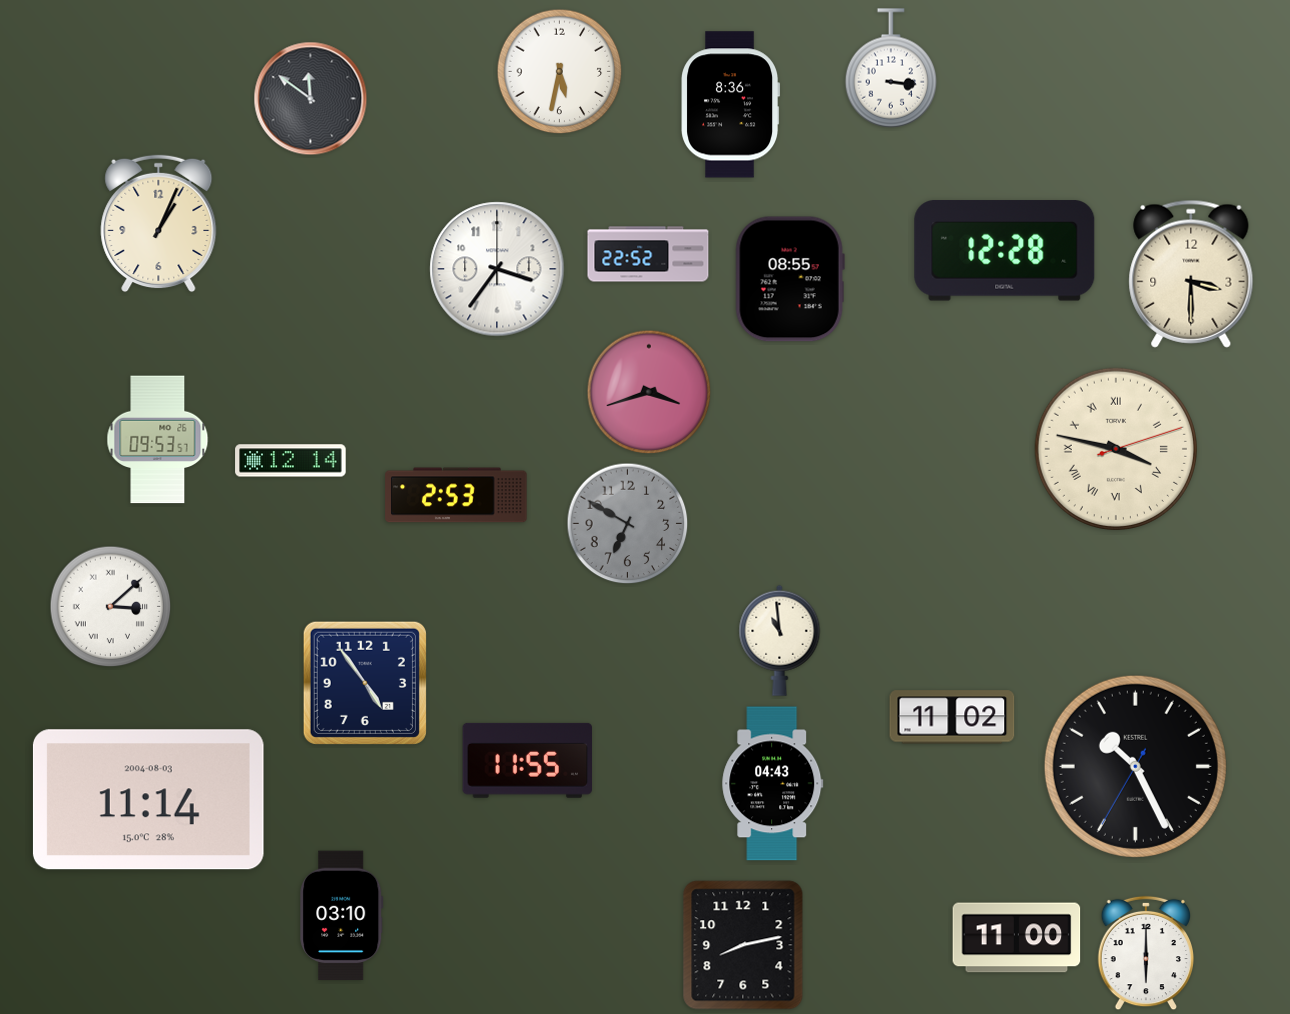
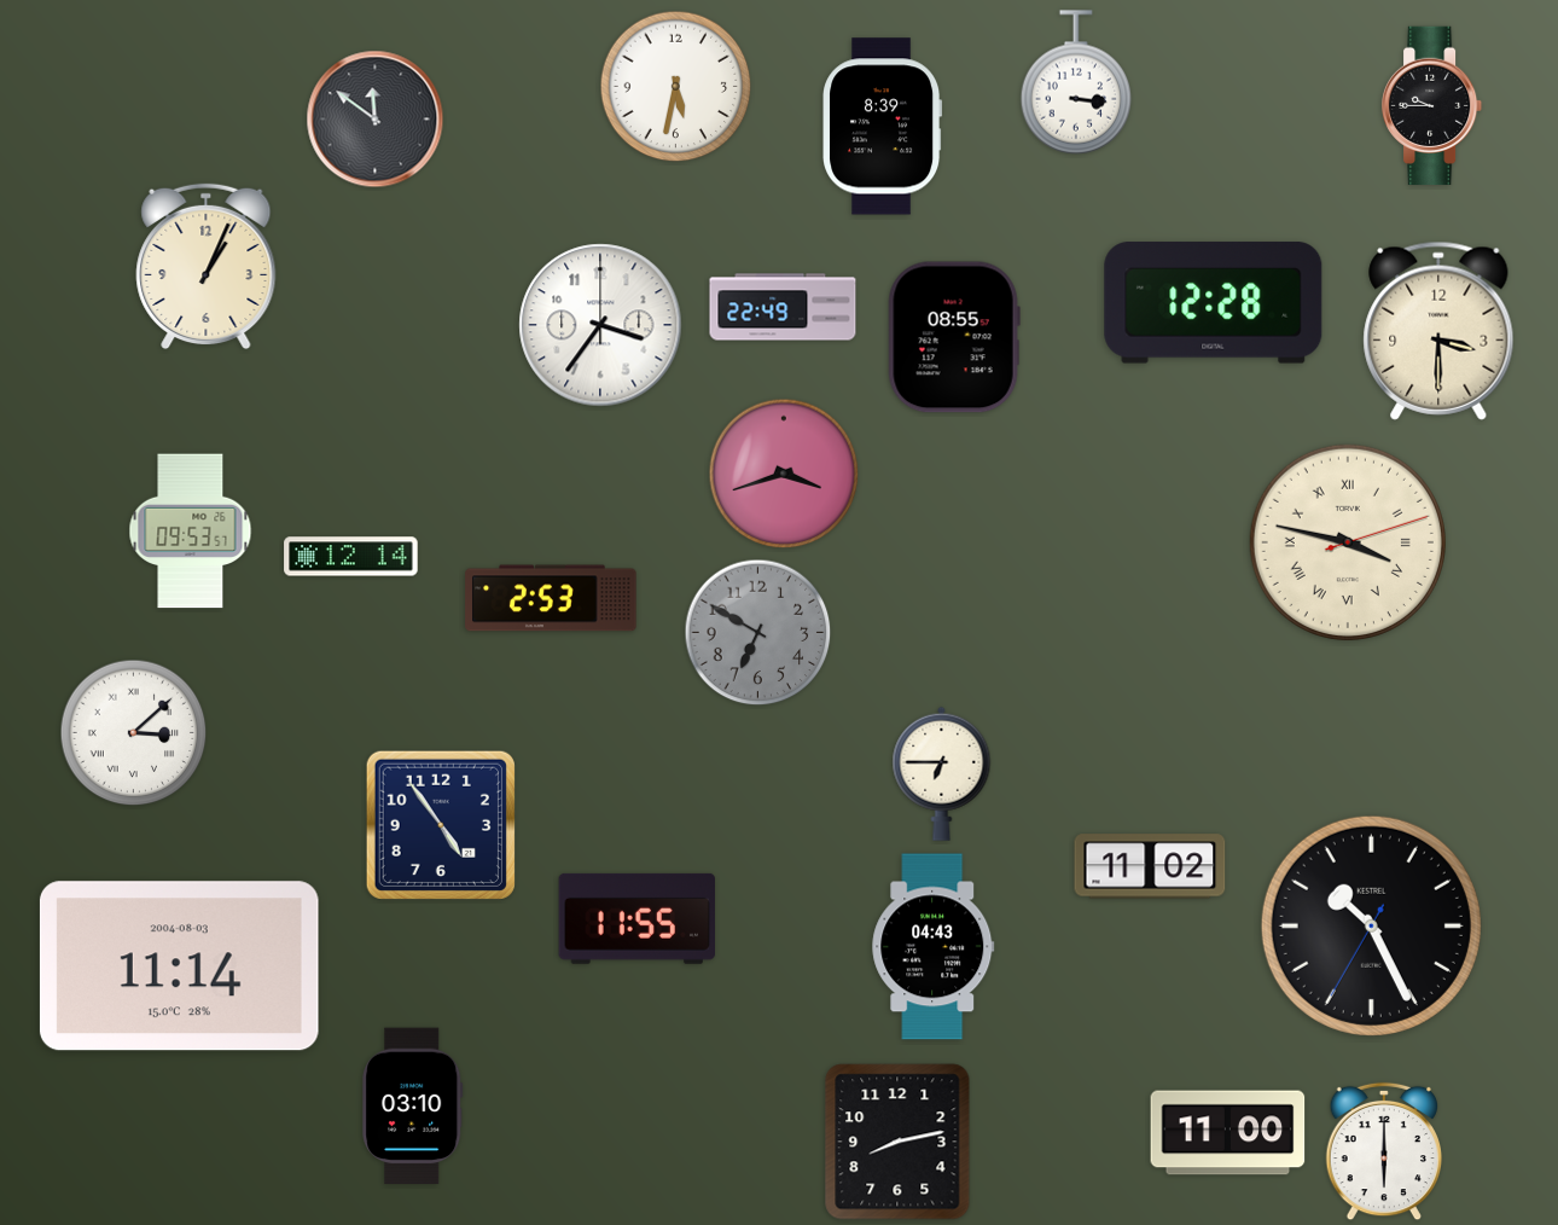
clock at (1434, 105): none -> 9:45
clock at (731, 105): 8:36 -> 8:39
clock at (159, 224) position: (159, 224) -> (207, 267)
clock at (648, 254): 22:52 -> 22:49
clock at (780, 640): 10:59 -> 6:45
